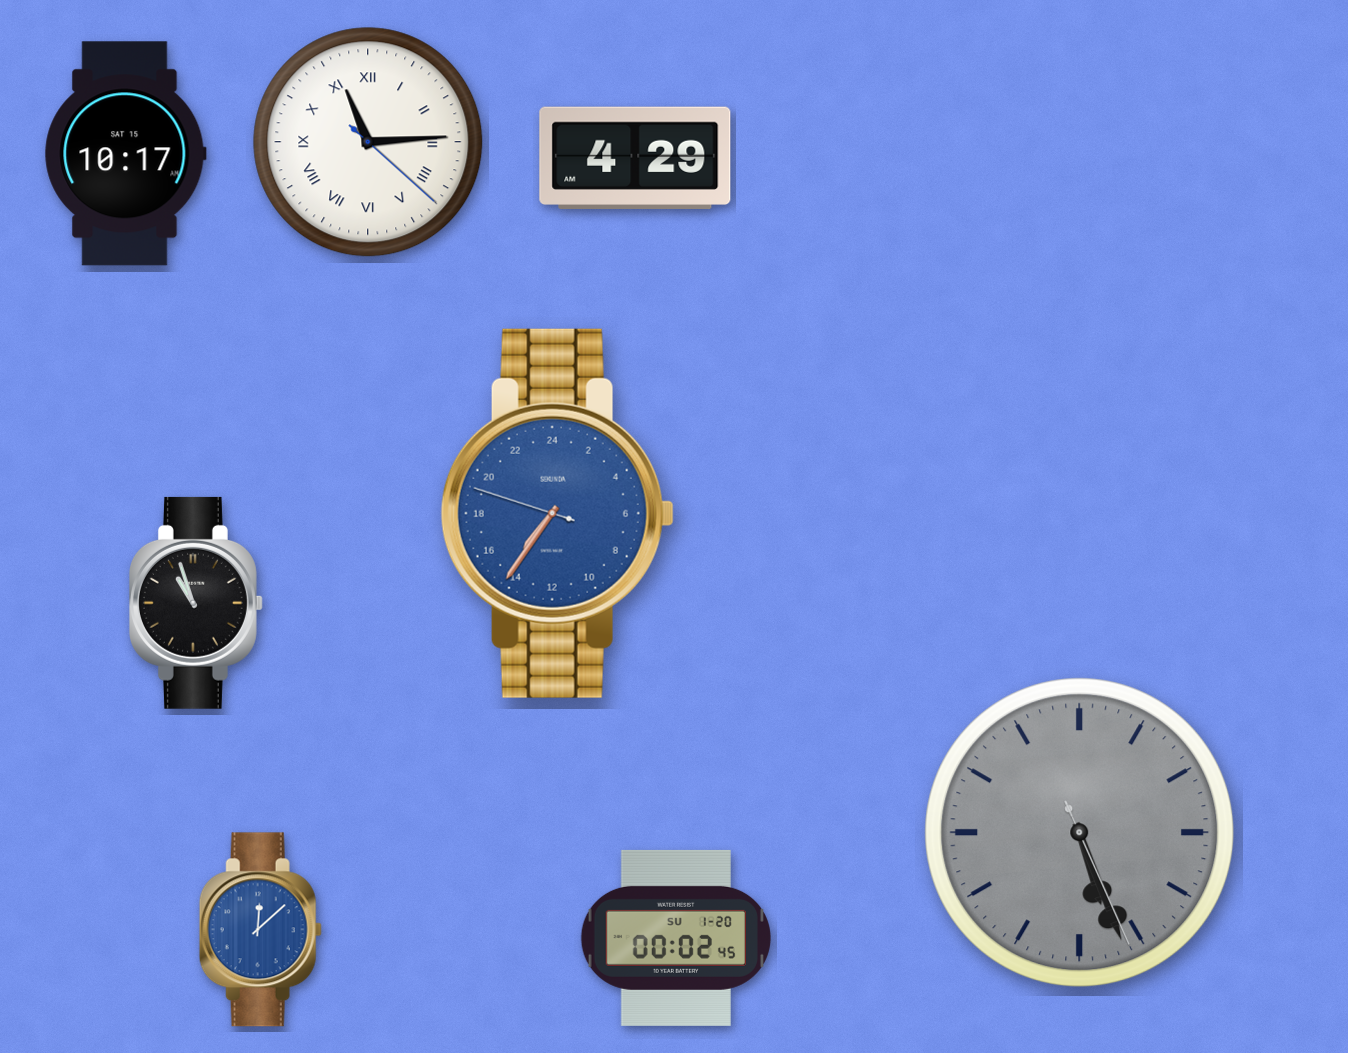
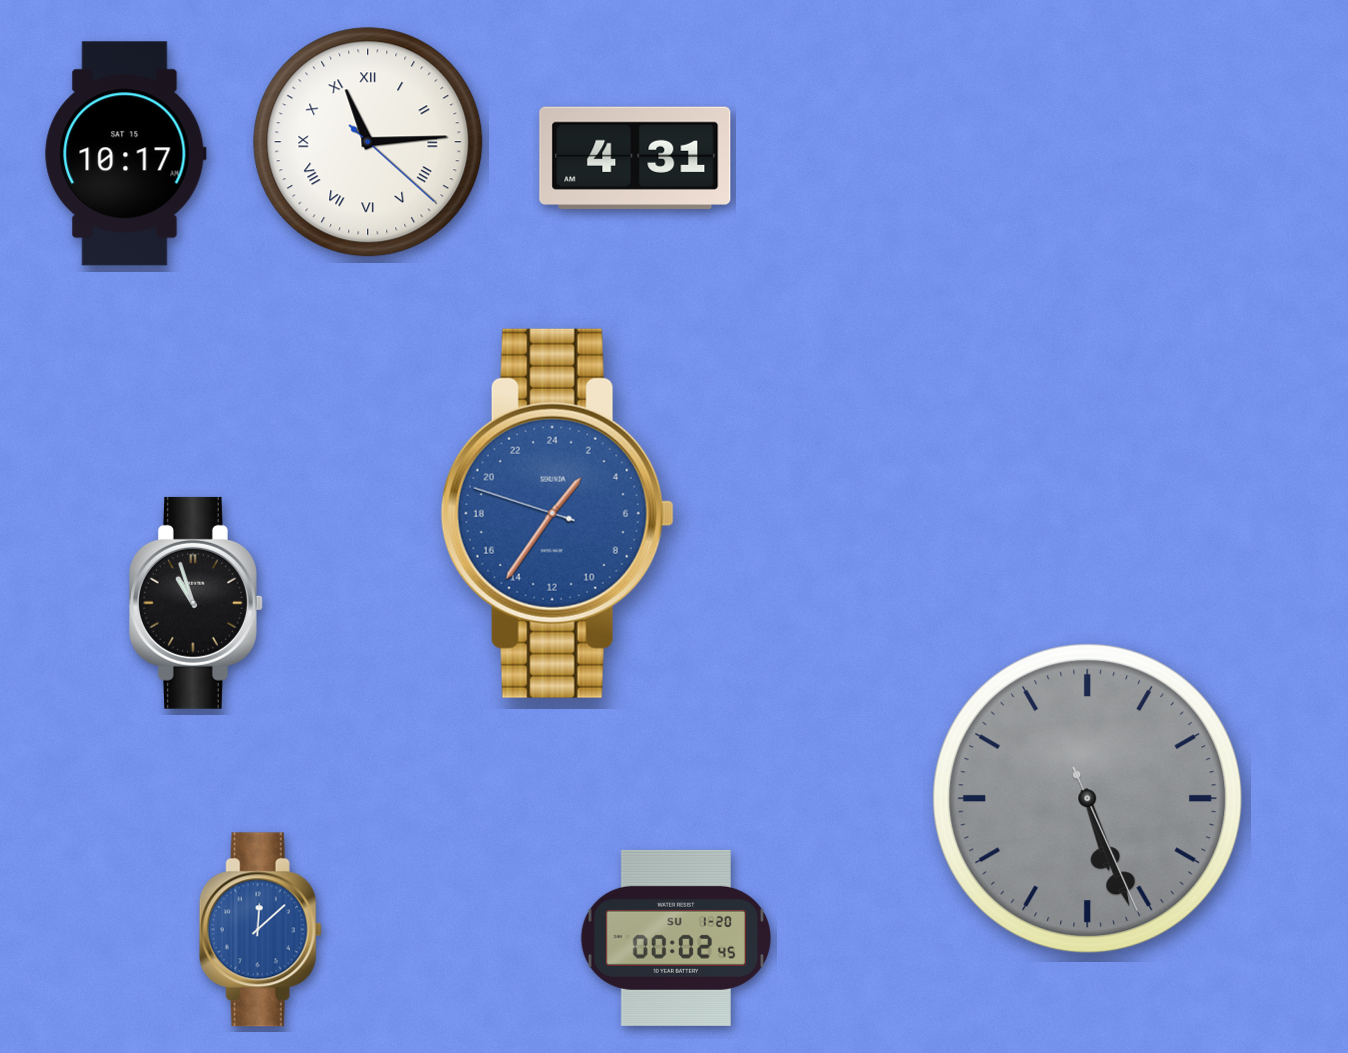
clock at (635, 158): 4:29 -> 4:31
clock at (557, 513): 14:35 -> 2:35
clock at (1080, 833) position: (1080, 833) -> (1088, 799)
